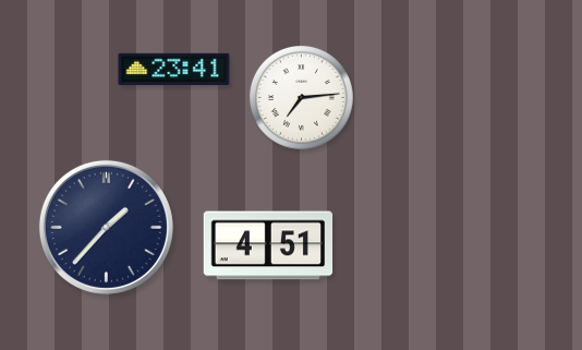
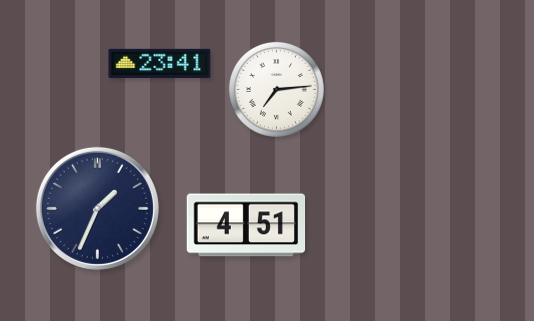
clock at (106, 227): 1:37 -> 1:34
